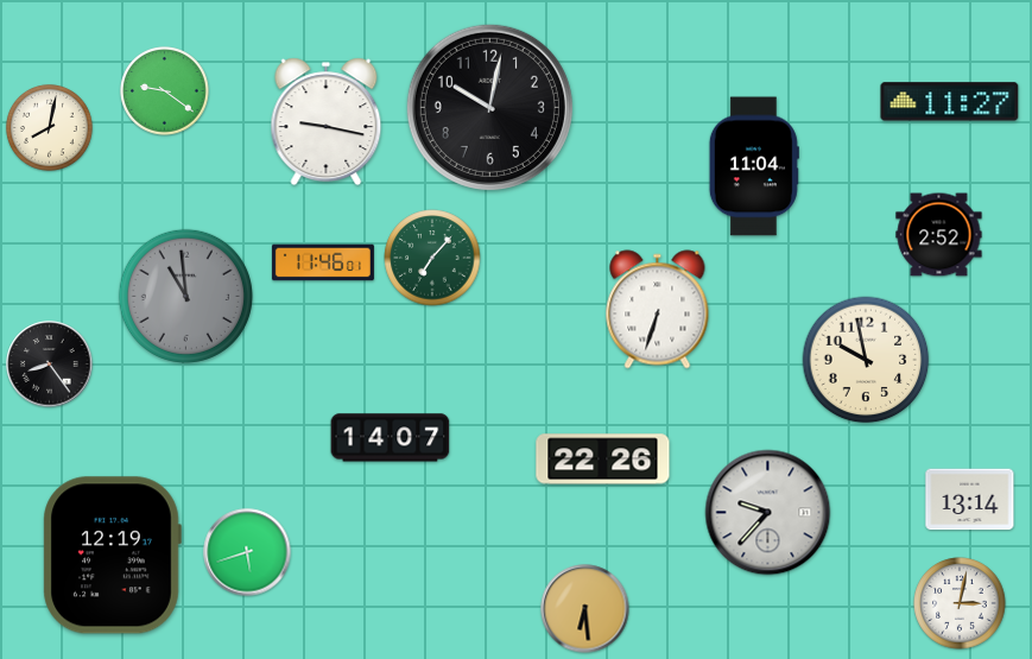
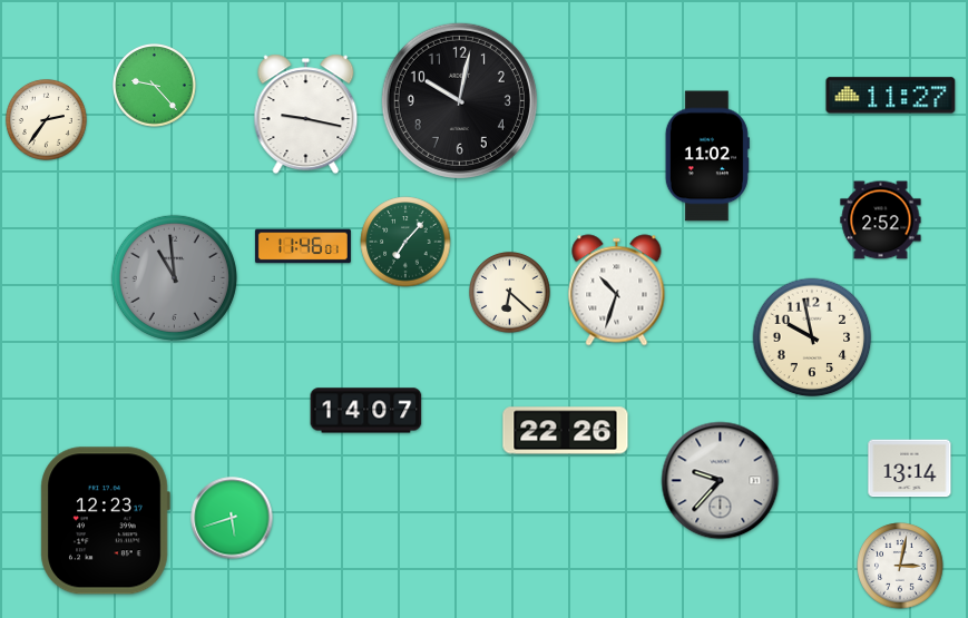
clock at (165, 91): 9:21 -> 9:23
clock at (49, 127): 8:02 -> 2:36
clock at (754, 166): 11:04 -> 11:02
clock at (658, 310): 6:33 -> 10:33
clock at (509, 292): none -> 6:22
clock at (50, 365): 8:24 -> none
clock at (112, 556): 12:19 -> 12:23
clock at (585, 609): 6:29 -> none
